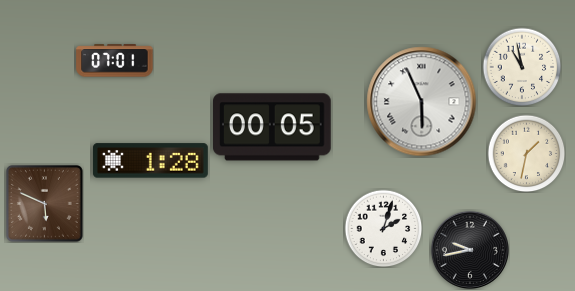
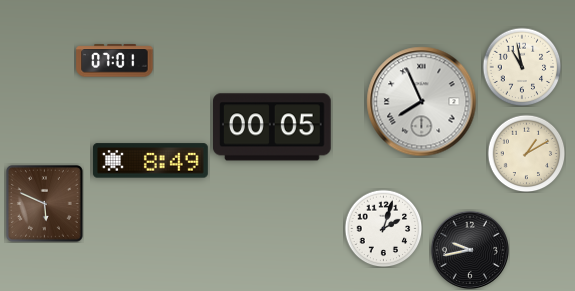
clock at (422, 102): 5:56 -> 7:56
clock at (526, 153): 1:32 -> 1:10
clock at (150, 161): 1:28 -> 8:49
